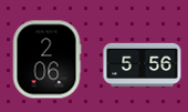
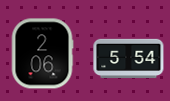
clock at (143, 65): 5:56 -> 5:54
